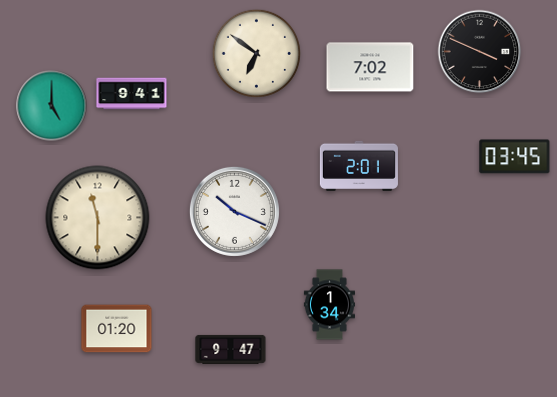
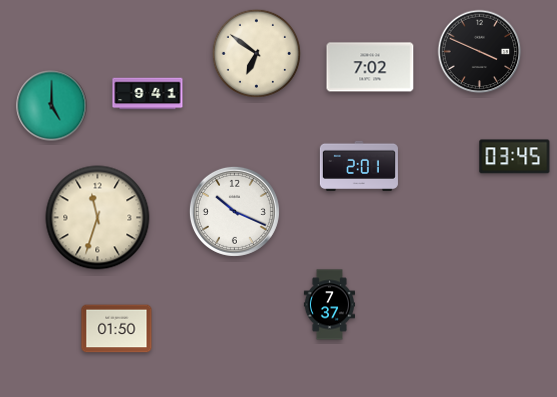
clock at (132, 94) position: (132, 94) -> (148, 94)
clock at (98, 218): 11:30 -> 11:33
clock at (329, 305): 1:34 -> 7:37
clock at (117, 329): 01:20 -> 01:50
clock at (231, 349): 9:47 -> none
